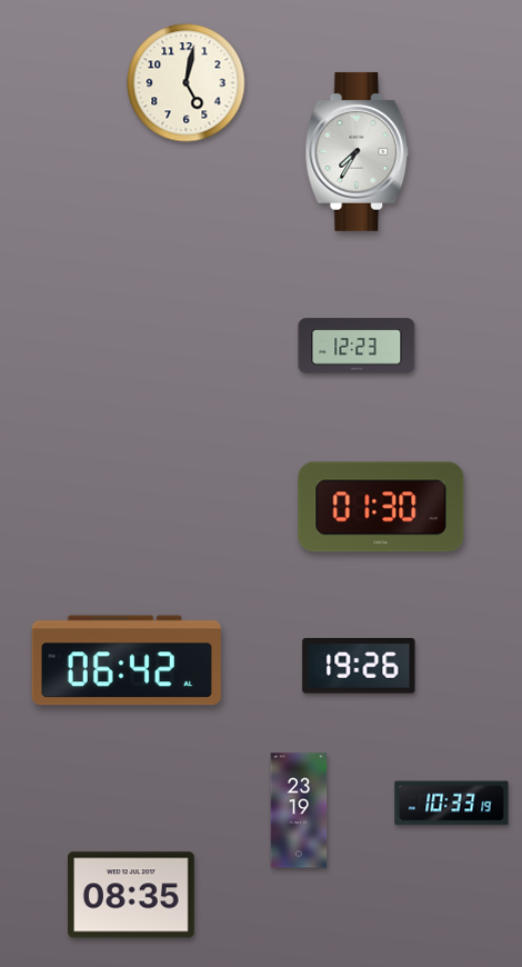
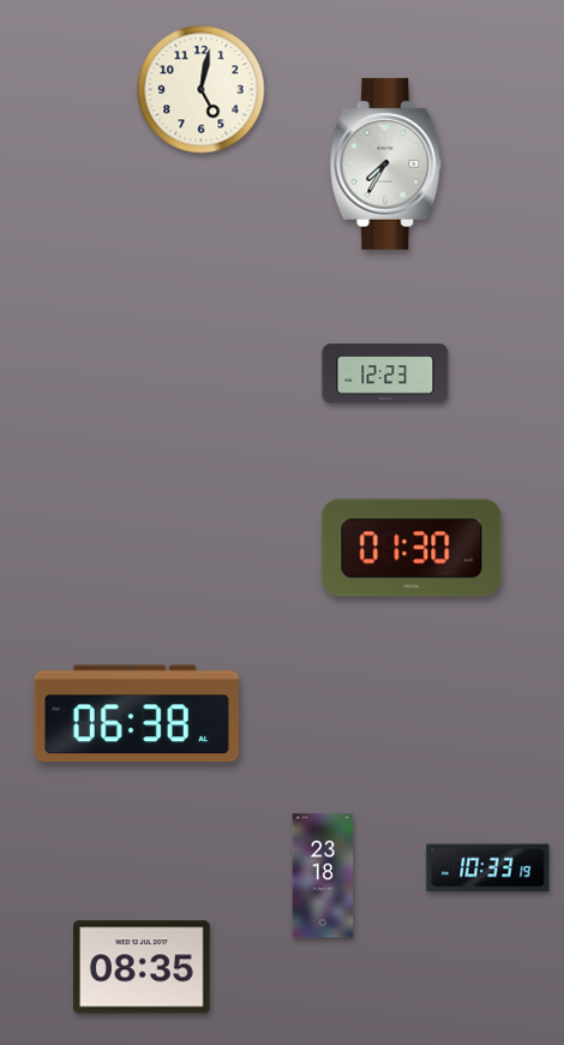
clock at (127, 660): 06:42 -> 06:38
clock at (359, 666): 19:26 -> none
clock at (299, 810): 23:19 -> 23:18
